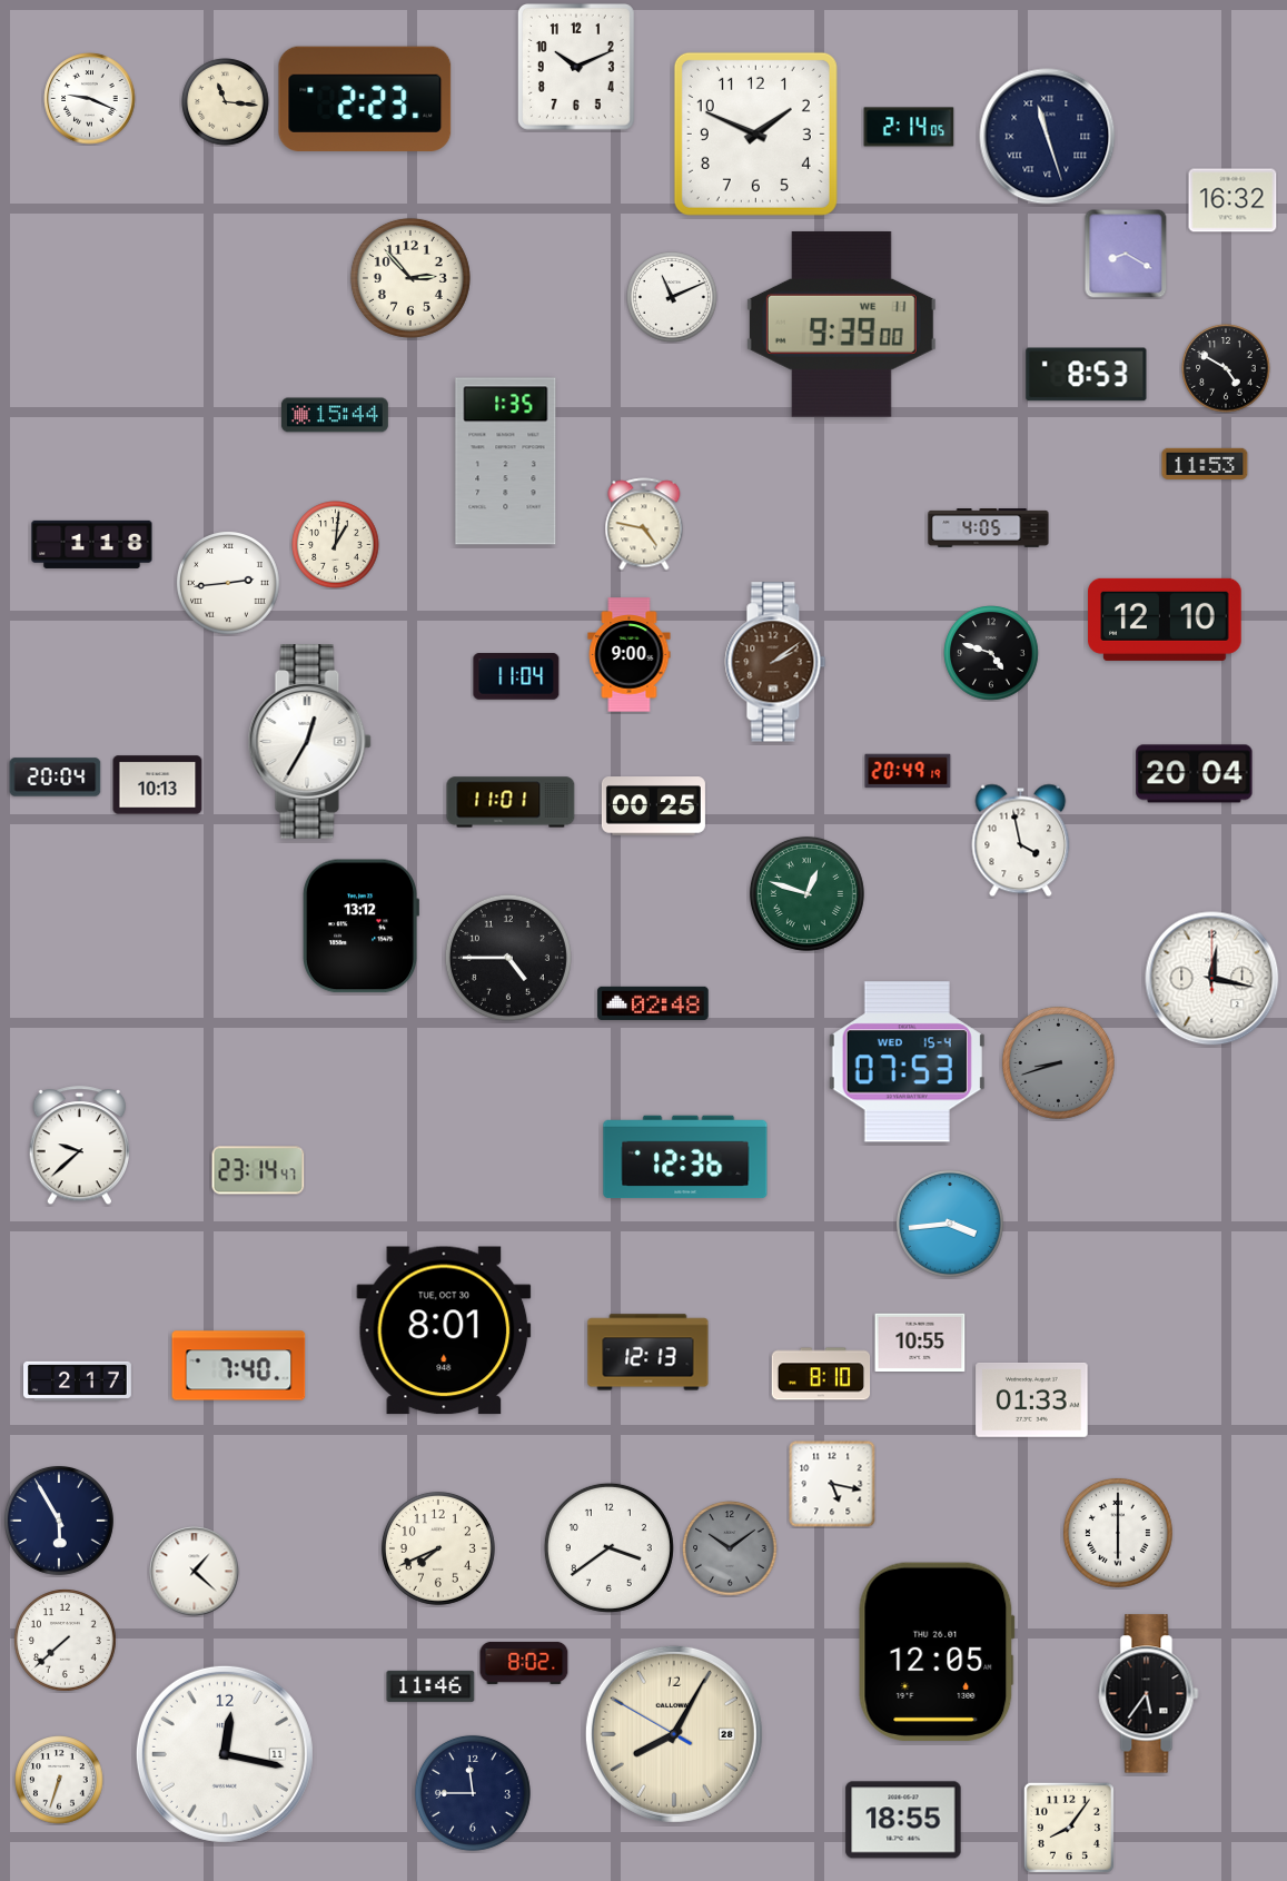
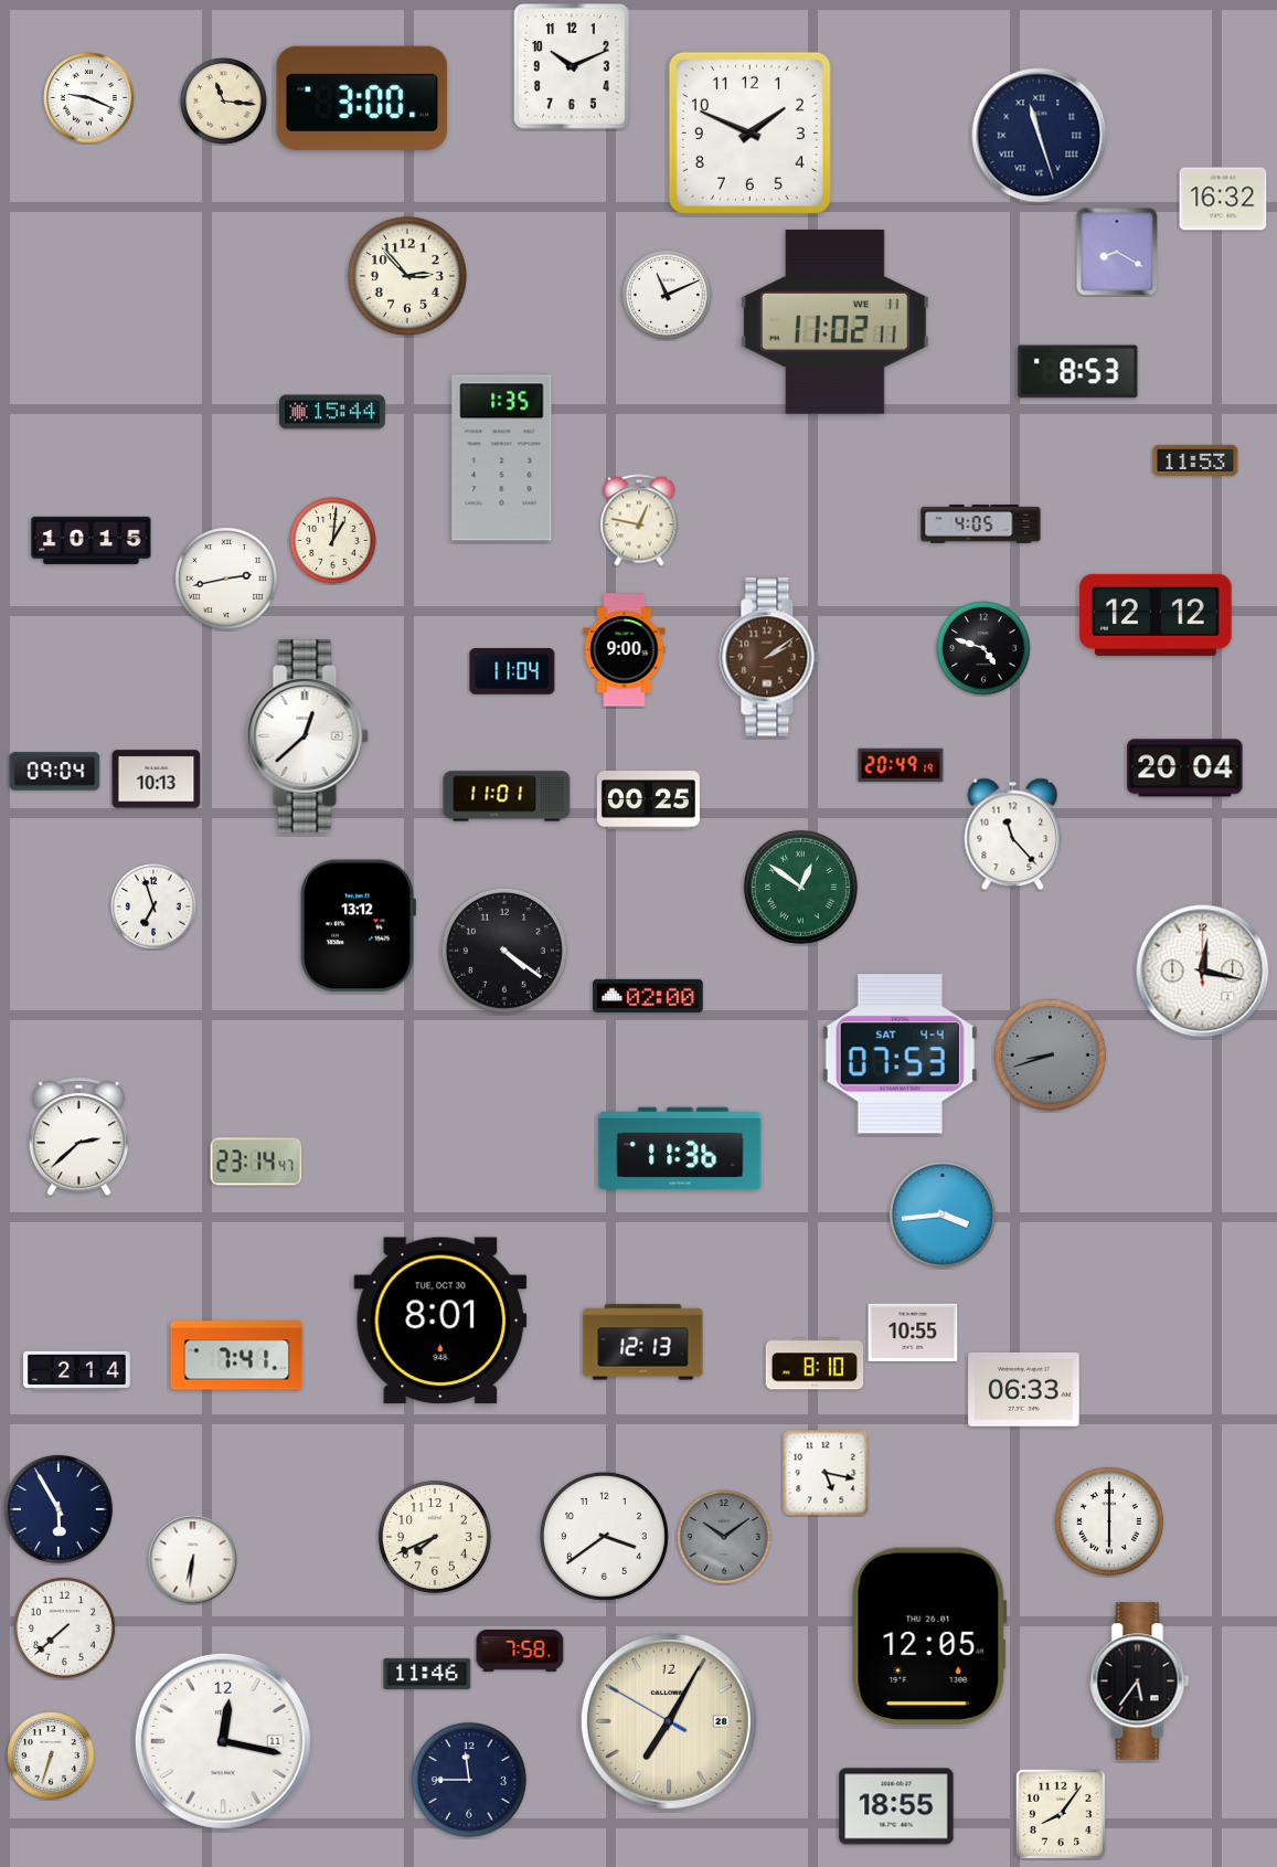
clock at (365, 99): 2:23 -> 3:00
clock at (909, 127): 2:14 -> none
clock at (841, 324): 9:39 -> 11:02
clock at (1226, 368): 4:50 -> none
clock at (644, 524): 4:47 -> 12:47
clock at (92, 544): 1:18 -> 10:15
clock at (229, 584): 2:44 -> 2:43
clock at (1165, 620): 12:10 -> 12:12
clock at (309, 742): 12:35 -> 12:38
clock at (56, 778): 20:04 -> 09:04
clock at (1021, 841): 3:58 -> 11:23
clock at (806, 893): 12:48 -> 12:51
clock at (153, 906): none -> 6:57
clock at (360, 927) position: (360, 927) -> (358, 926)
clock at (508, 958): 4:45 -> 4:21
clock at (653, 1003): 02:48 -> 02:00
clock at (907, 1062) date: WED 15-4 -> SAT 4-4
clock at (79, 1146): 9:38 -> 2:38
clock at (685, 1157): 12:36 -> 11:36
clock at (239, 1366): 7:40 -> 7:41
clock at (78, 1380): 2:17 -> 2:14
clock at (1032, 1399): 01:33 -> 06:33
clock at (195, 1572): 1:22 -> 6:31
clock at (937, 1651) position: (937, 1651) -> (929, 1635)
clock at (524, 1663): 8:02 -> 7:58
clock at (674, 1734): 8:04 -> 7:04
clock at (59, 1780) position: (59, 1780) -> (51, 1755)
